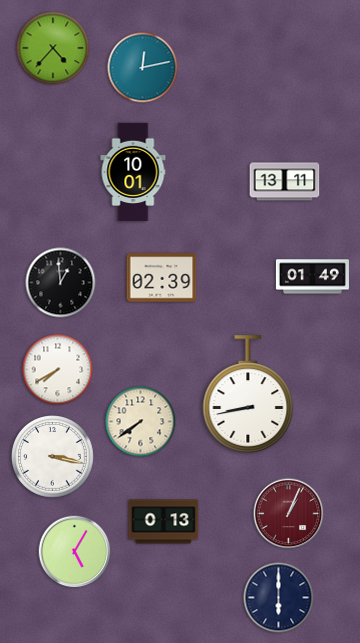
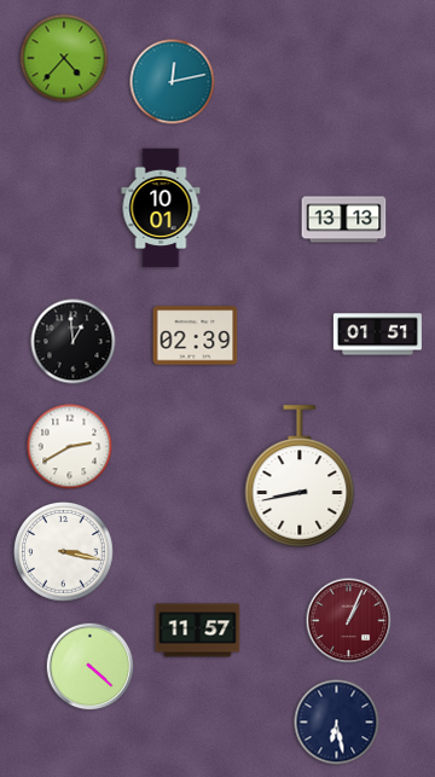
clock at (285, 182): 13:11 -> 13:13
clock at (312, 277): 01:49 -> 01:51
clock at (58, 370): 7:40 -> 2:40
clock at (141, 422): 7:39 -> none
clock at (164, 522): 0:13 -> 11:57
clock at (75, 552): 5:05 -> 4:22
clock at (279, 598): 6:00 -> 6:28
